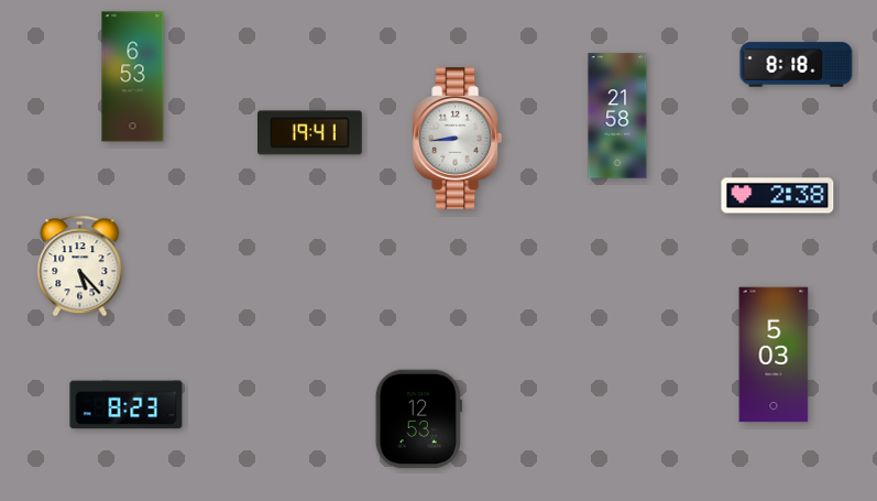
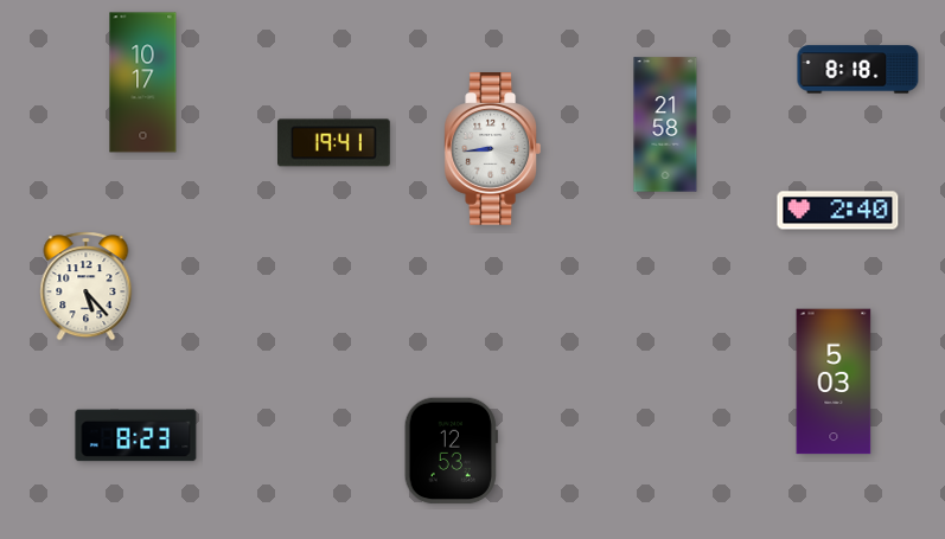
clock at (133, 77): 6:53 -> 10:17
clock at (778, 196): 2:38 -> 2:40
